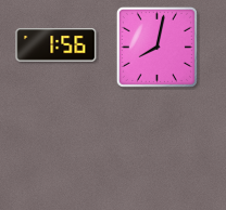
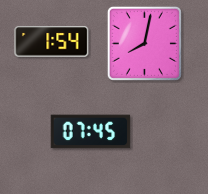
clock at (56, 45): 1:56 -> 1:54
clock at (91, 132): none -> 07:45
